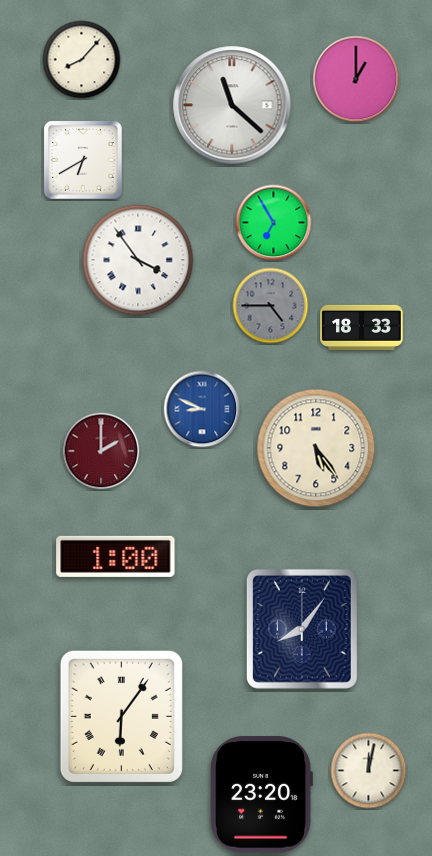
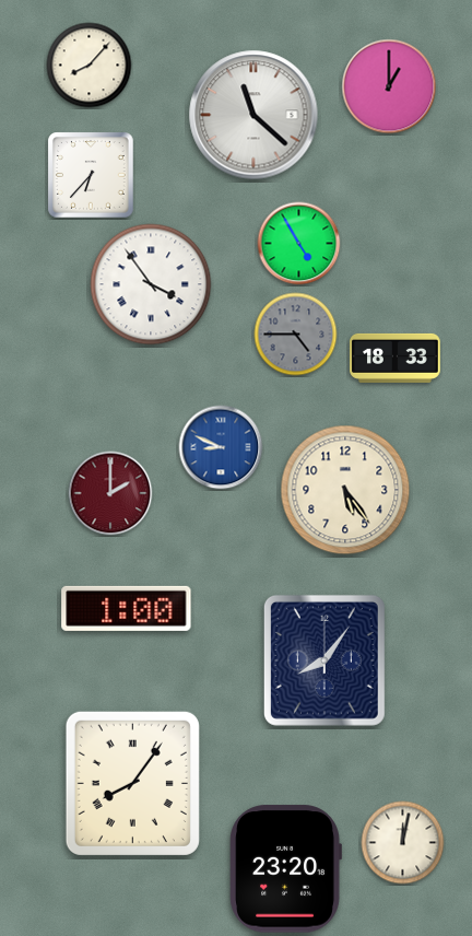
clock at (83, 160): 6:40 -> 6:37
clock at (274, 223): 6:55 -> 4:55
clock at (302, 629) position: (302, 629) -> (324, 660)
clock at (121, 716): 6:06 -> 8:06
